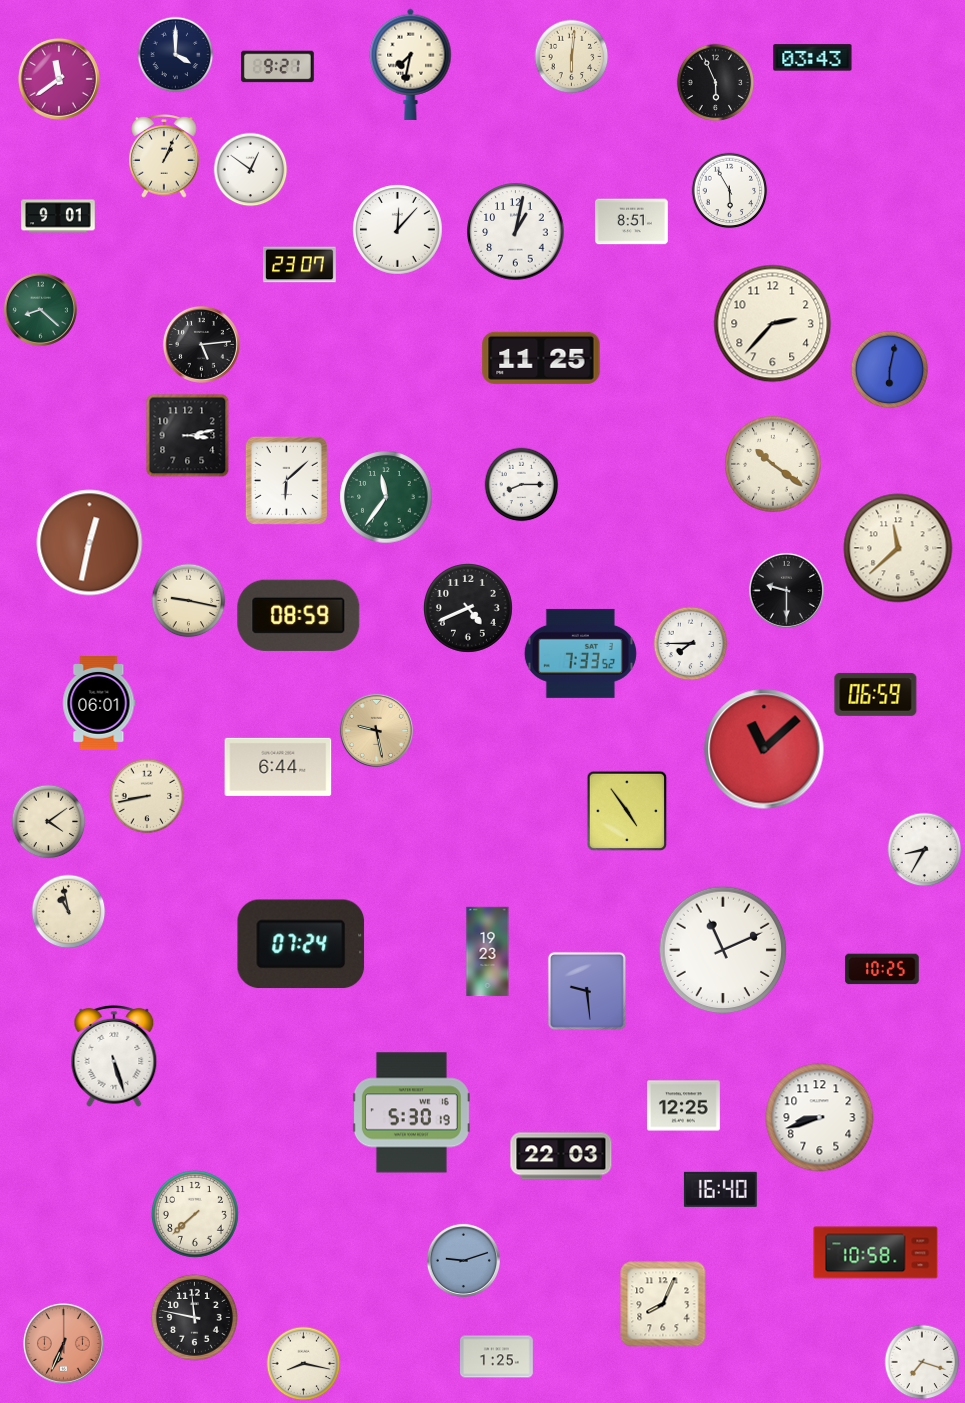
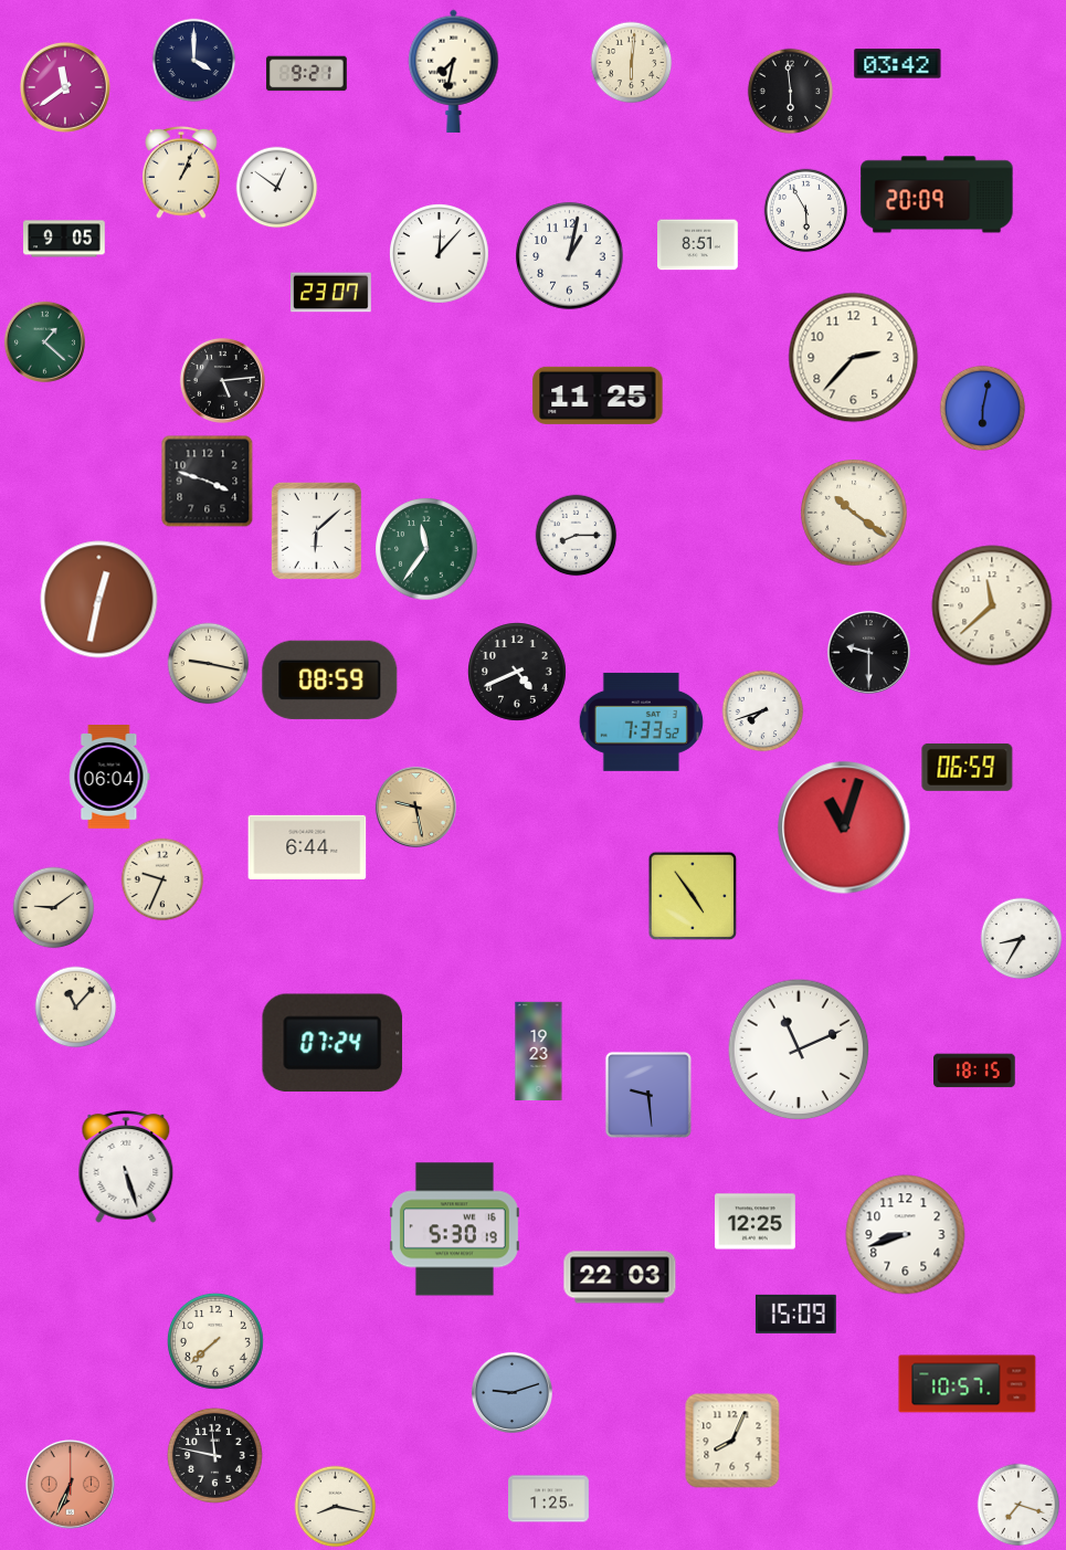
clock at (813, 58): 03:43 -> 03:42
clock at (716, 83): 5:56 -> 5:59
clock at (937, 194): none -> 20:09
clock at (58, 216): 9:01 -> 9:05
clock at (40, 309): 8:22 -> 1:22
clock at (188, 436): 3:13 -> 3:48
clock at (691, 644): 7:45 -> 7:42
clock at (99, 704): 06:01 -> 06:04
clock at (764, 749): 11:08 -> 11:03
clock at (147, 796): 8:43 -> 9:34
clock at (49, 822): 4:09 -> 9:09
clock at (69, 912): 10:58 -> 11:07
clock at (883, 969): 10:25 -> 18:15
clock at (720, 1189): 16:40 -> 15:09
clock at (876, 1253): 10:58 -> 10:57
